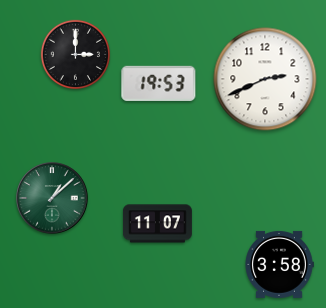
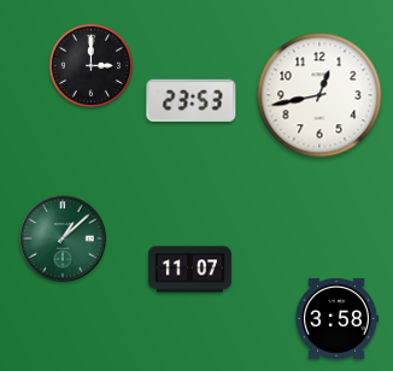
clock at (265, 79): 2:41 -> 12:43
clock at (159, 83): 19:53 -> 23:53
